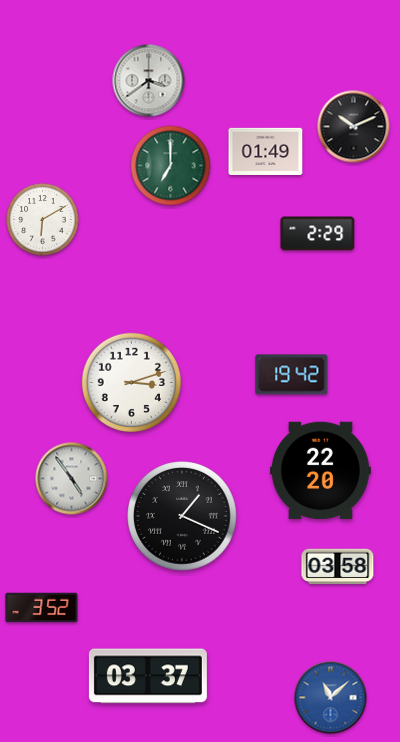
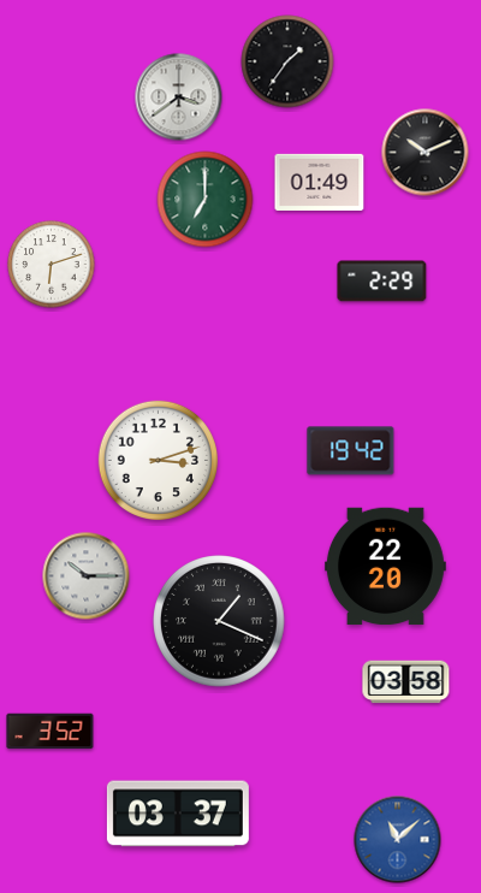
clock at (287, 61): none -> 1:36
clock at (43, 220): 6:10 -> 6:12
clock at (72, 479): 4:54 -> 10:15
